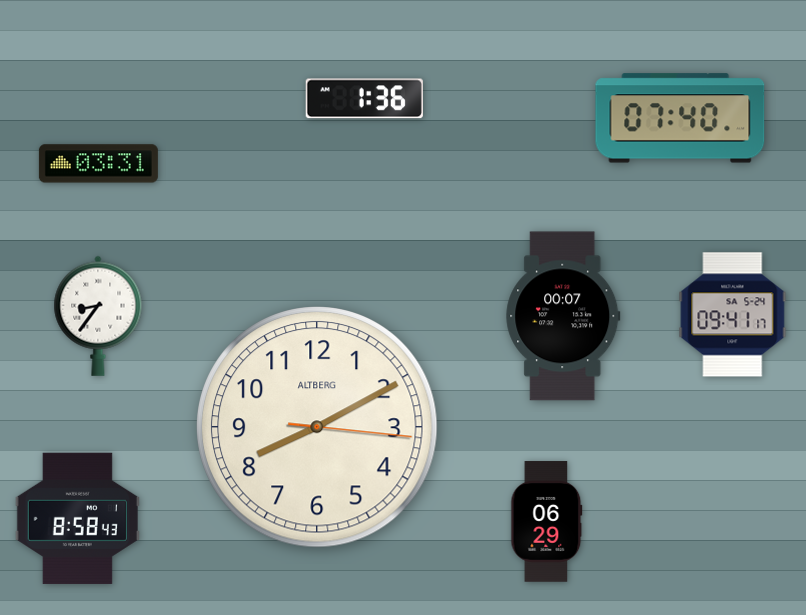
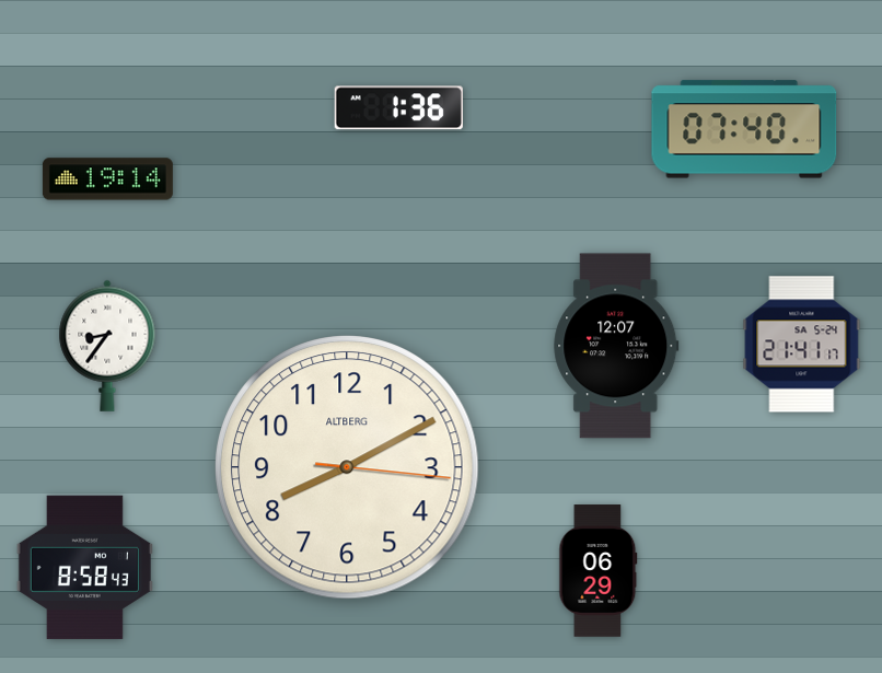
clock at (98, 164): 03:31 -> 19:14
clock at (733, 315): 09:41 -> 21:41
clock at (563, 316): 00:07 -> 12:07
